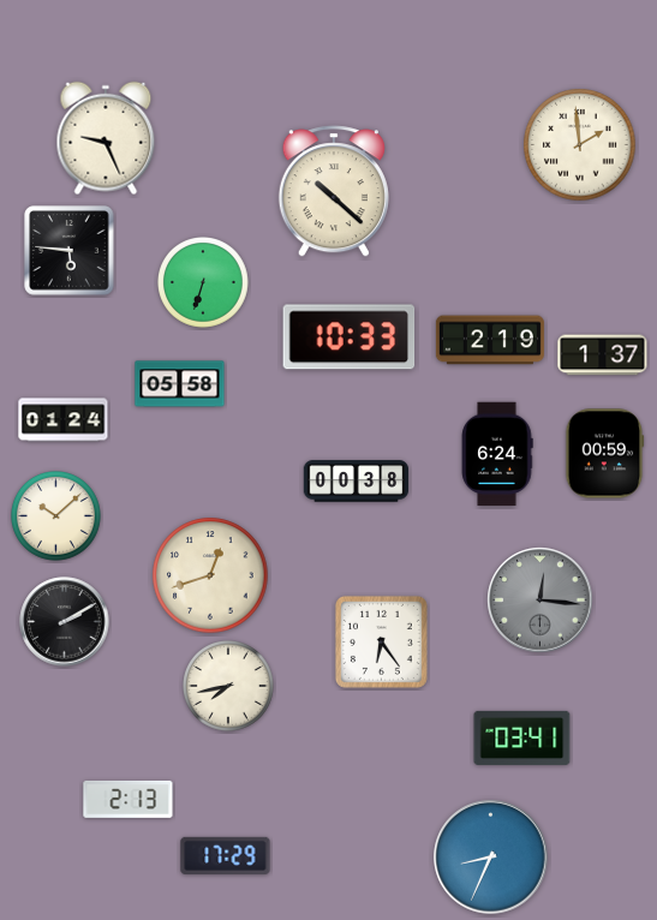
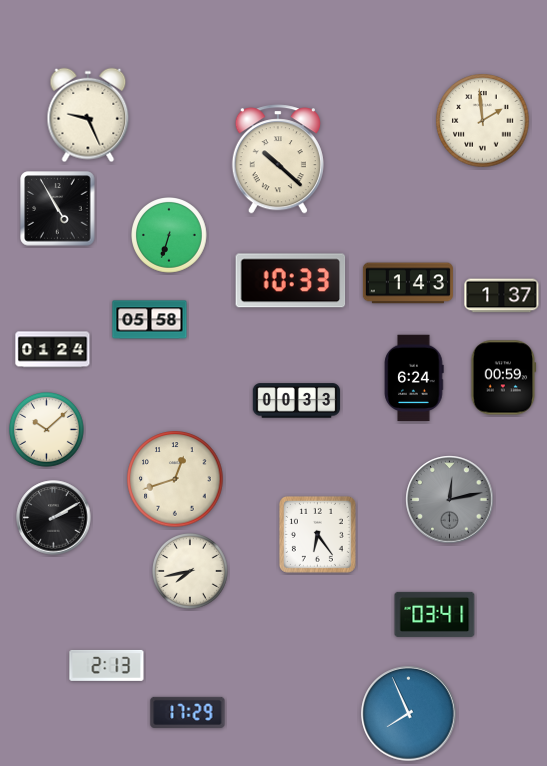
clock at (70, 251): 5:46 -> 4:55
clock at (490, 340): 2:19 -> 1:43
clock at (357, 482): 00:38 -> 00:33
clock at (540, 601): 12:16 -> 12:13
clock at (491, 858): 8:34 -> 7:56
